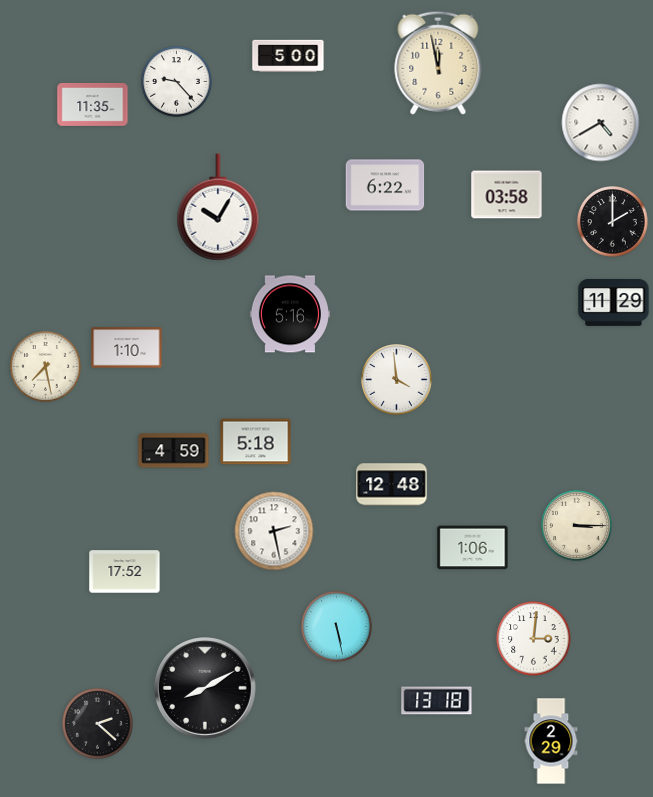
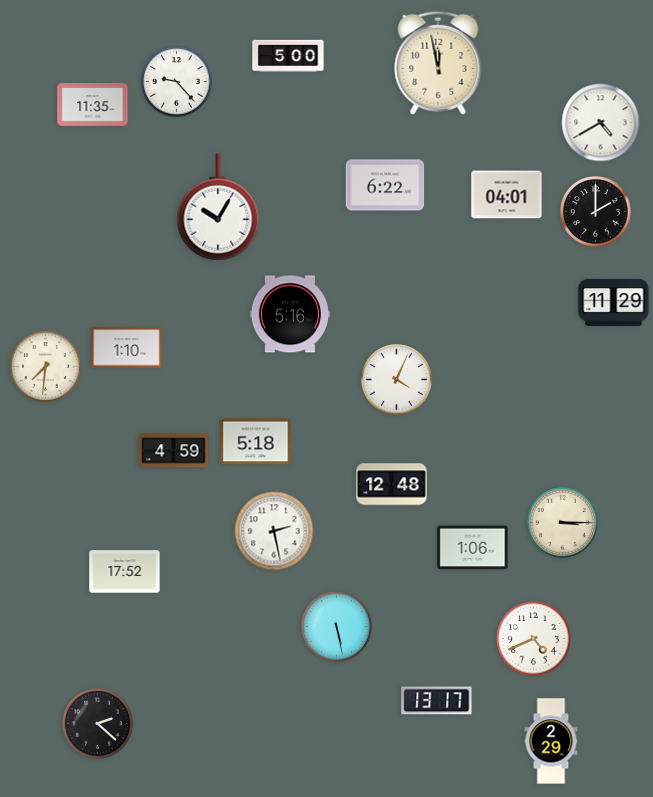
clock at (507, 195): 03:58 -> 04:01
clock at (613, 222) position: (613, 222) -> (596, 212)
clock at (46, 367): 7:28 -> 7:31
clock at (397, 380): 3:59 -> 4:04
clock at (577, 526) position: (577, 526) -> (563, 523)
clock at (534, 639): 3:01 -> 4:41
clock at (206, 689): 8:10 -> none
clock at (437, 701): 13:18 -> 13:17
